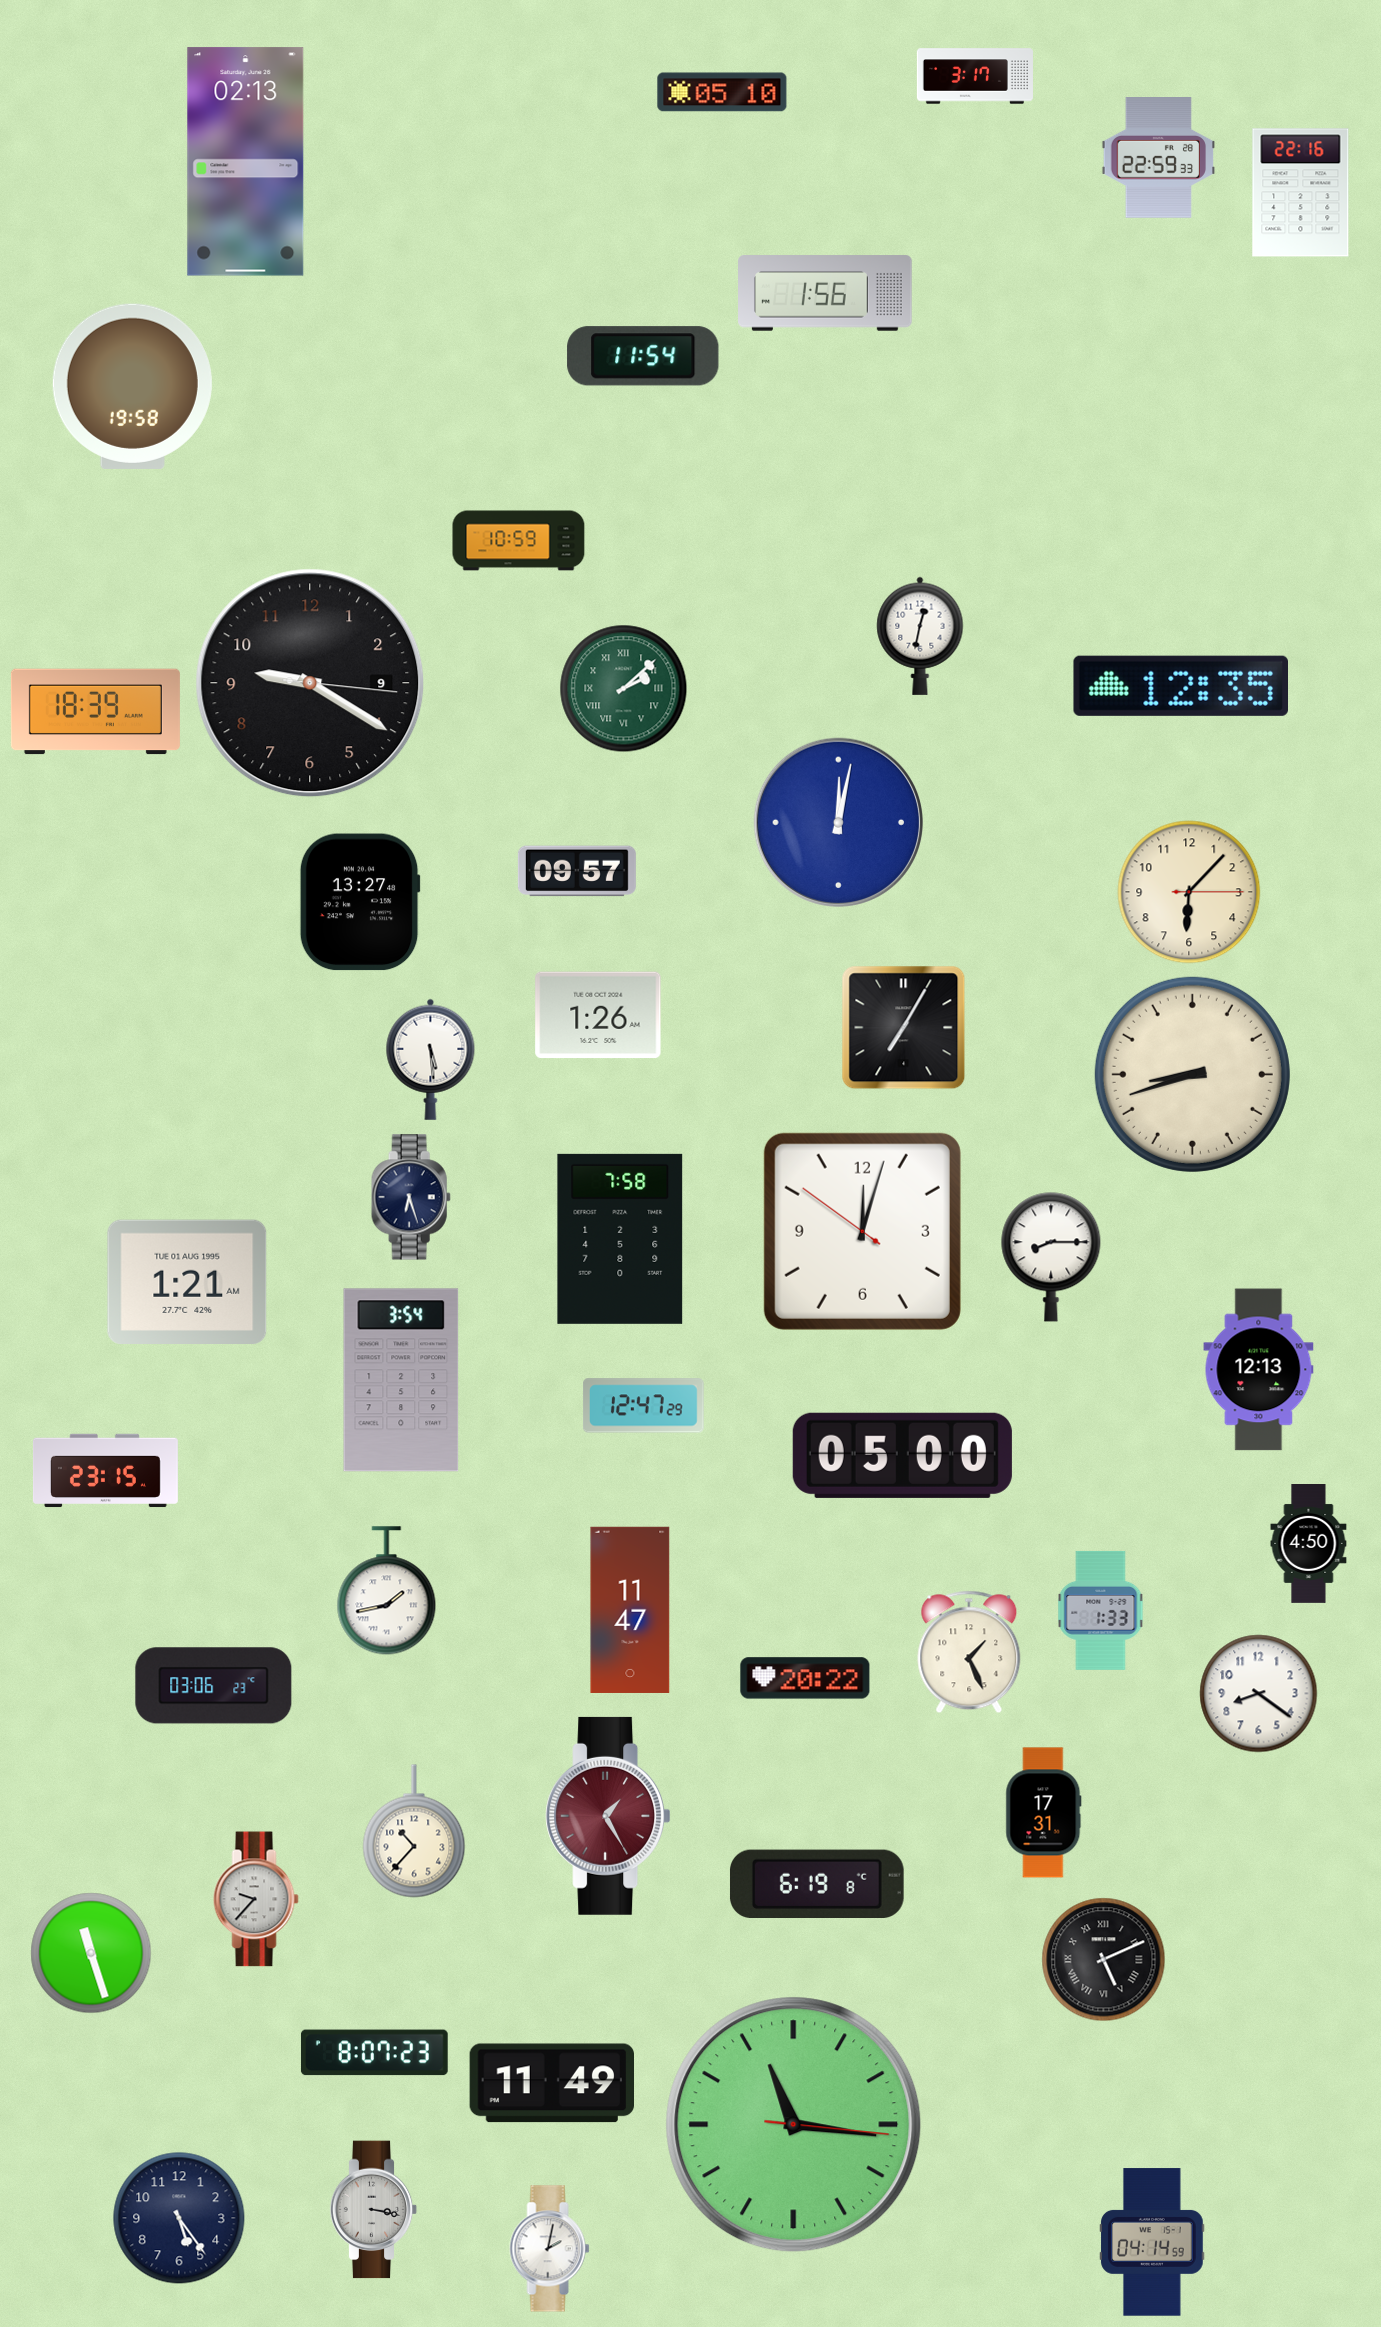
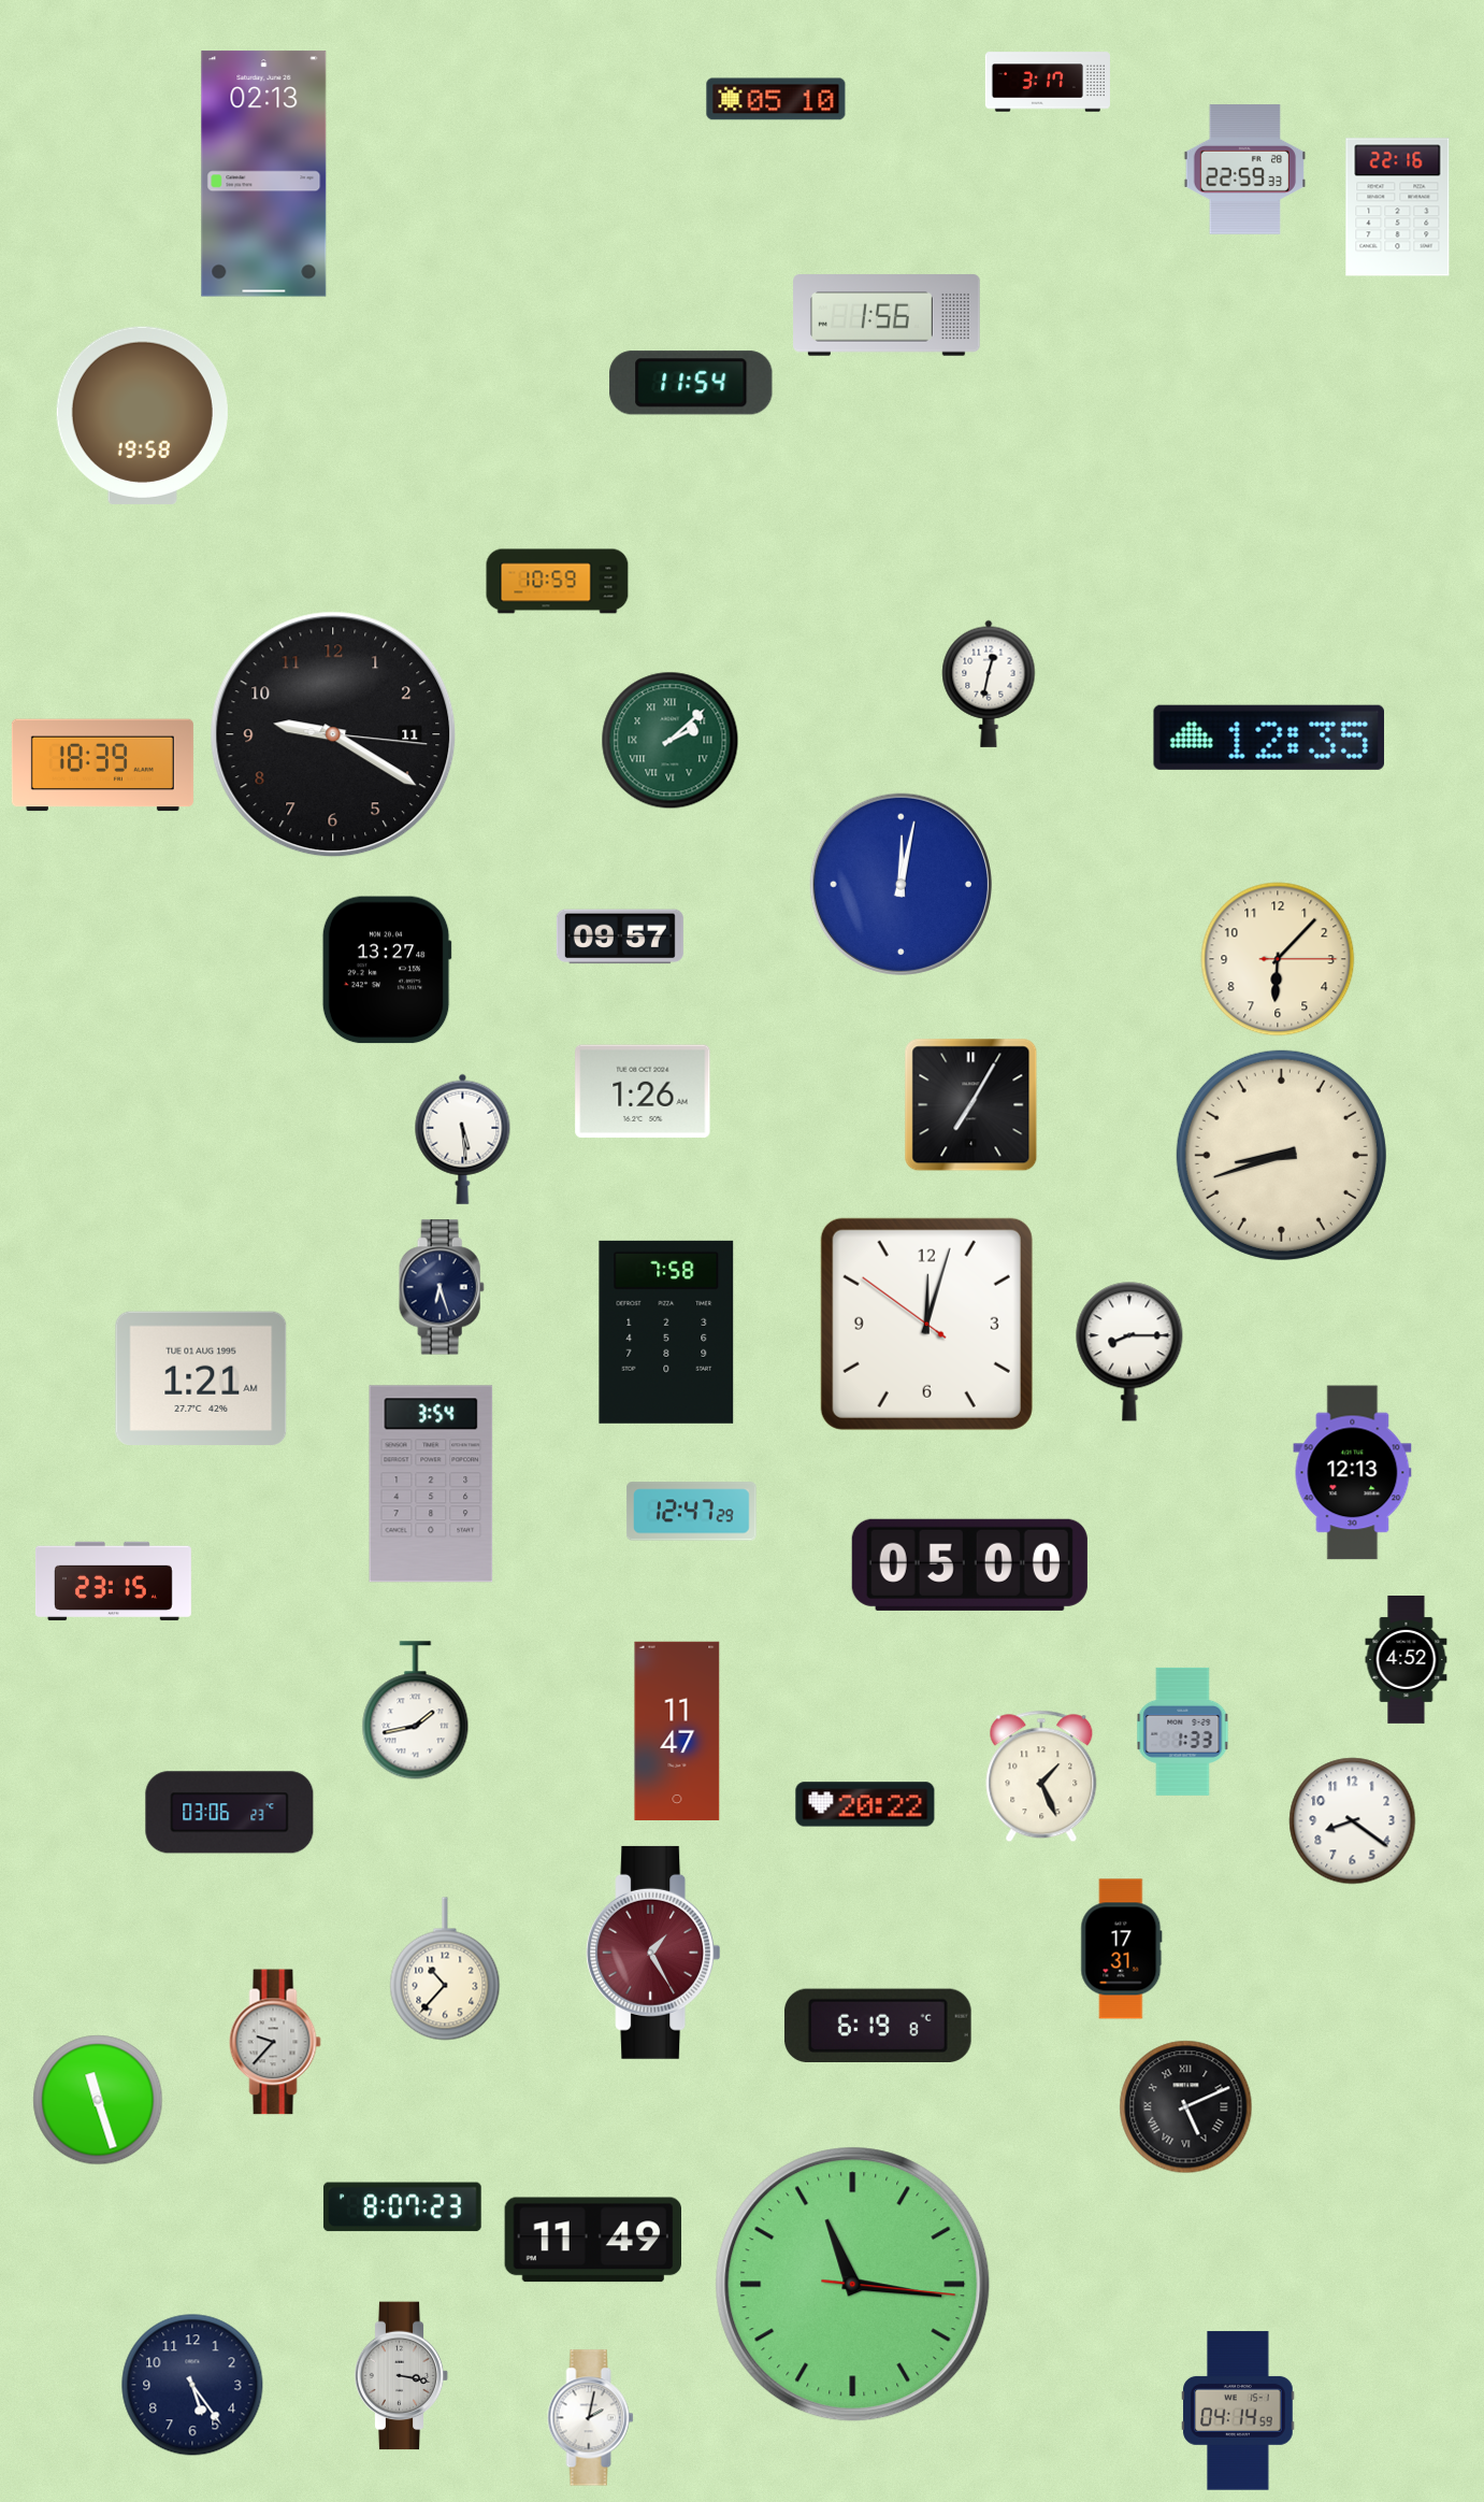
clock at (310, 683) date: 9 -> 11
clock at (1309, 1544): 4:50 -> 4:52
